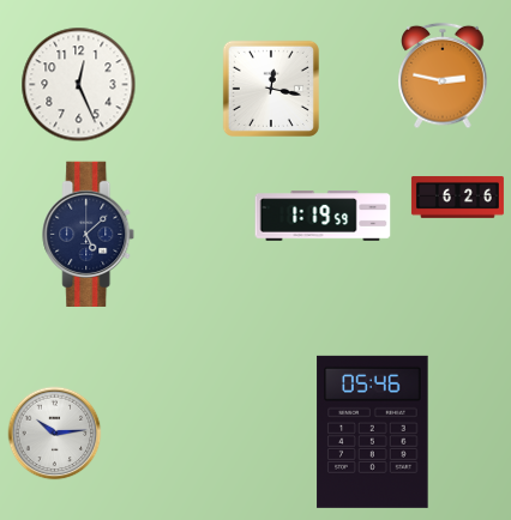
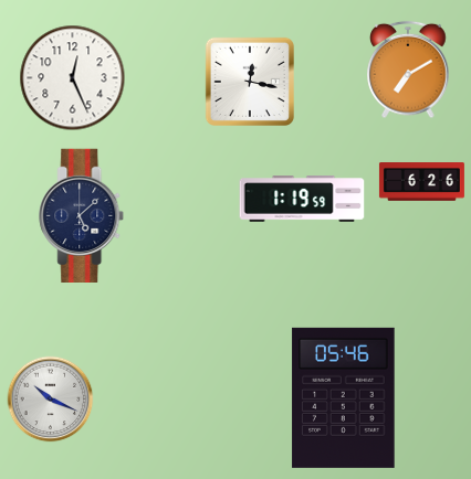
clock at (443, 75): 2:47 -> 7:10
clock at (323, 216) position: (323, 216) -> (302, 199)
clock at (54, 433): 10:14 -> 10:19
